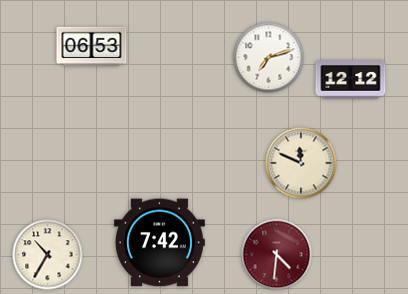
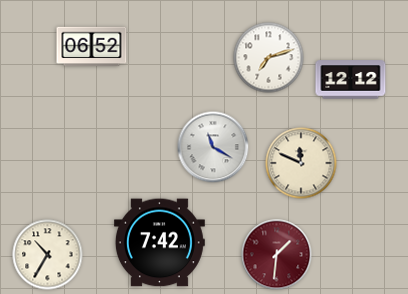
clock at (92, 47): 06:53 -> 06:52
clock at (213, 147): none -> 11:20
clock at (277, 255): 4:31 -> 1:31
